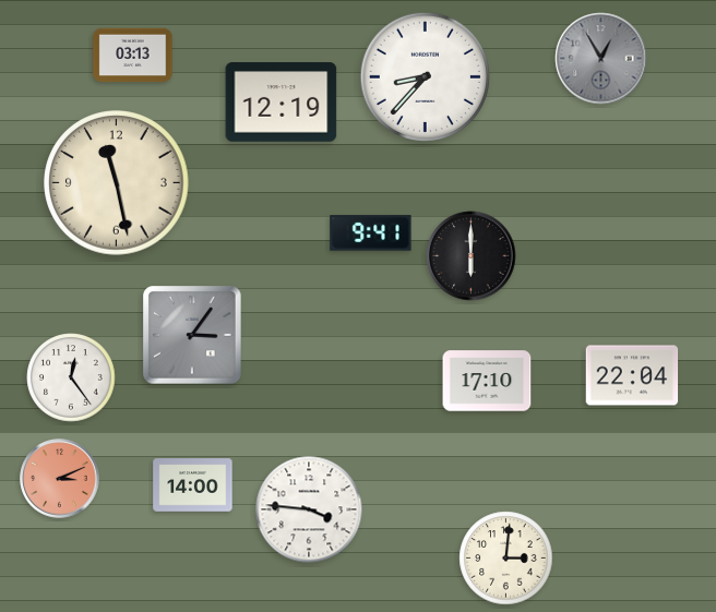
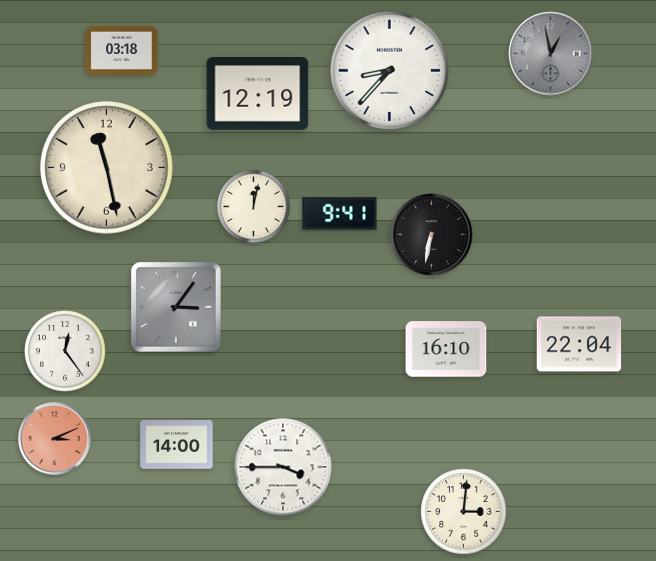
clock at (133, 56): 03:13 -> 03:18
clock at (601, 59): 12:55 -> 12:58
clock at (253, 206): none -> 12:02
clock at (472, 256): 6:00 -> 6:32
clock at (71, 377) position: (71, 377) -> (65, 351)
clock at (487, 381): 17:10 -> 16:10
clock at (309, 509): 3:46 -> 3:45
